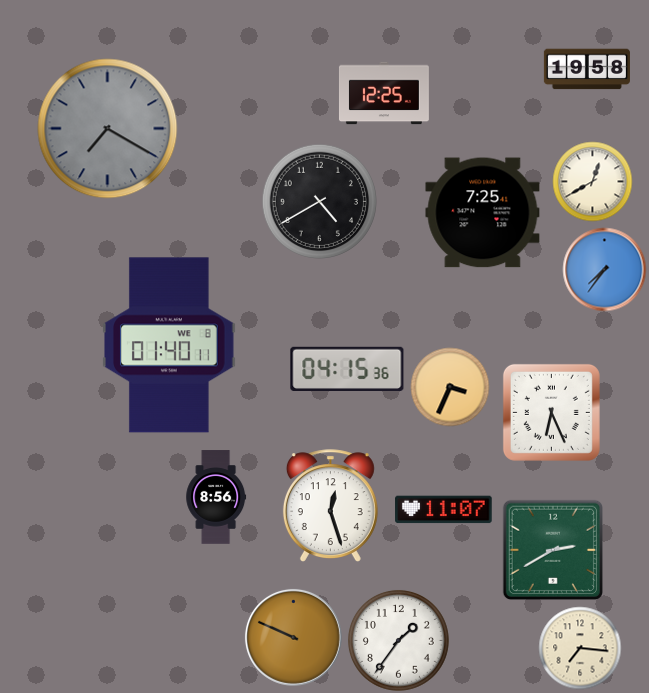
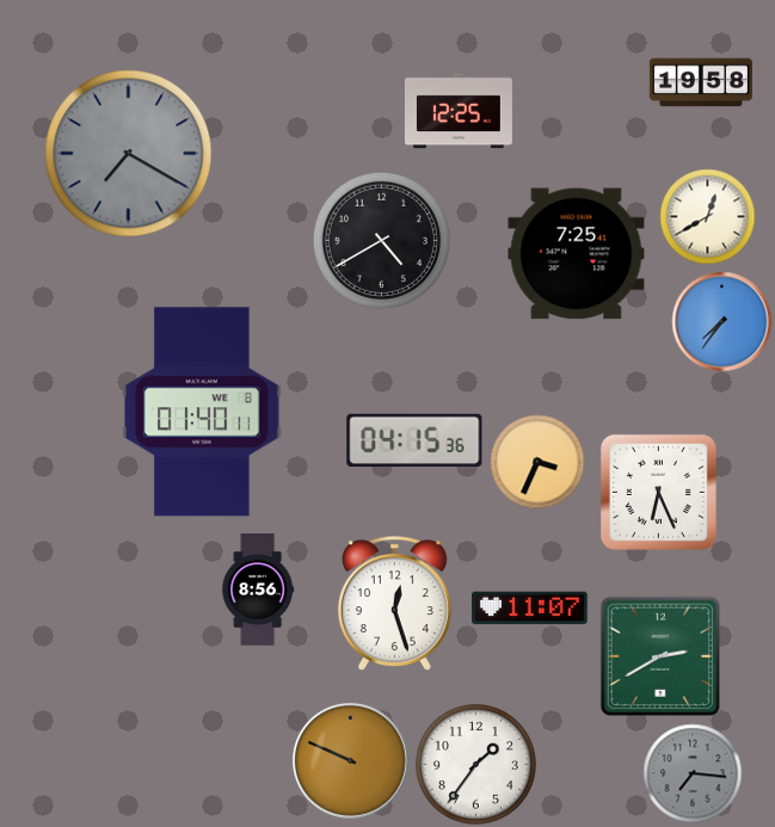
clock at (216, 497) position: (216, 497) -> (258, 590)
clock at (580, 648) dial: cream -> grey
